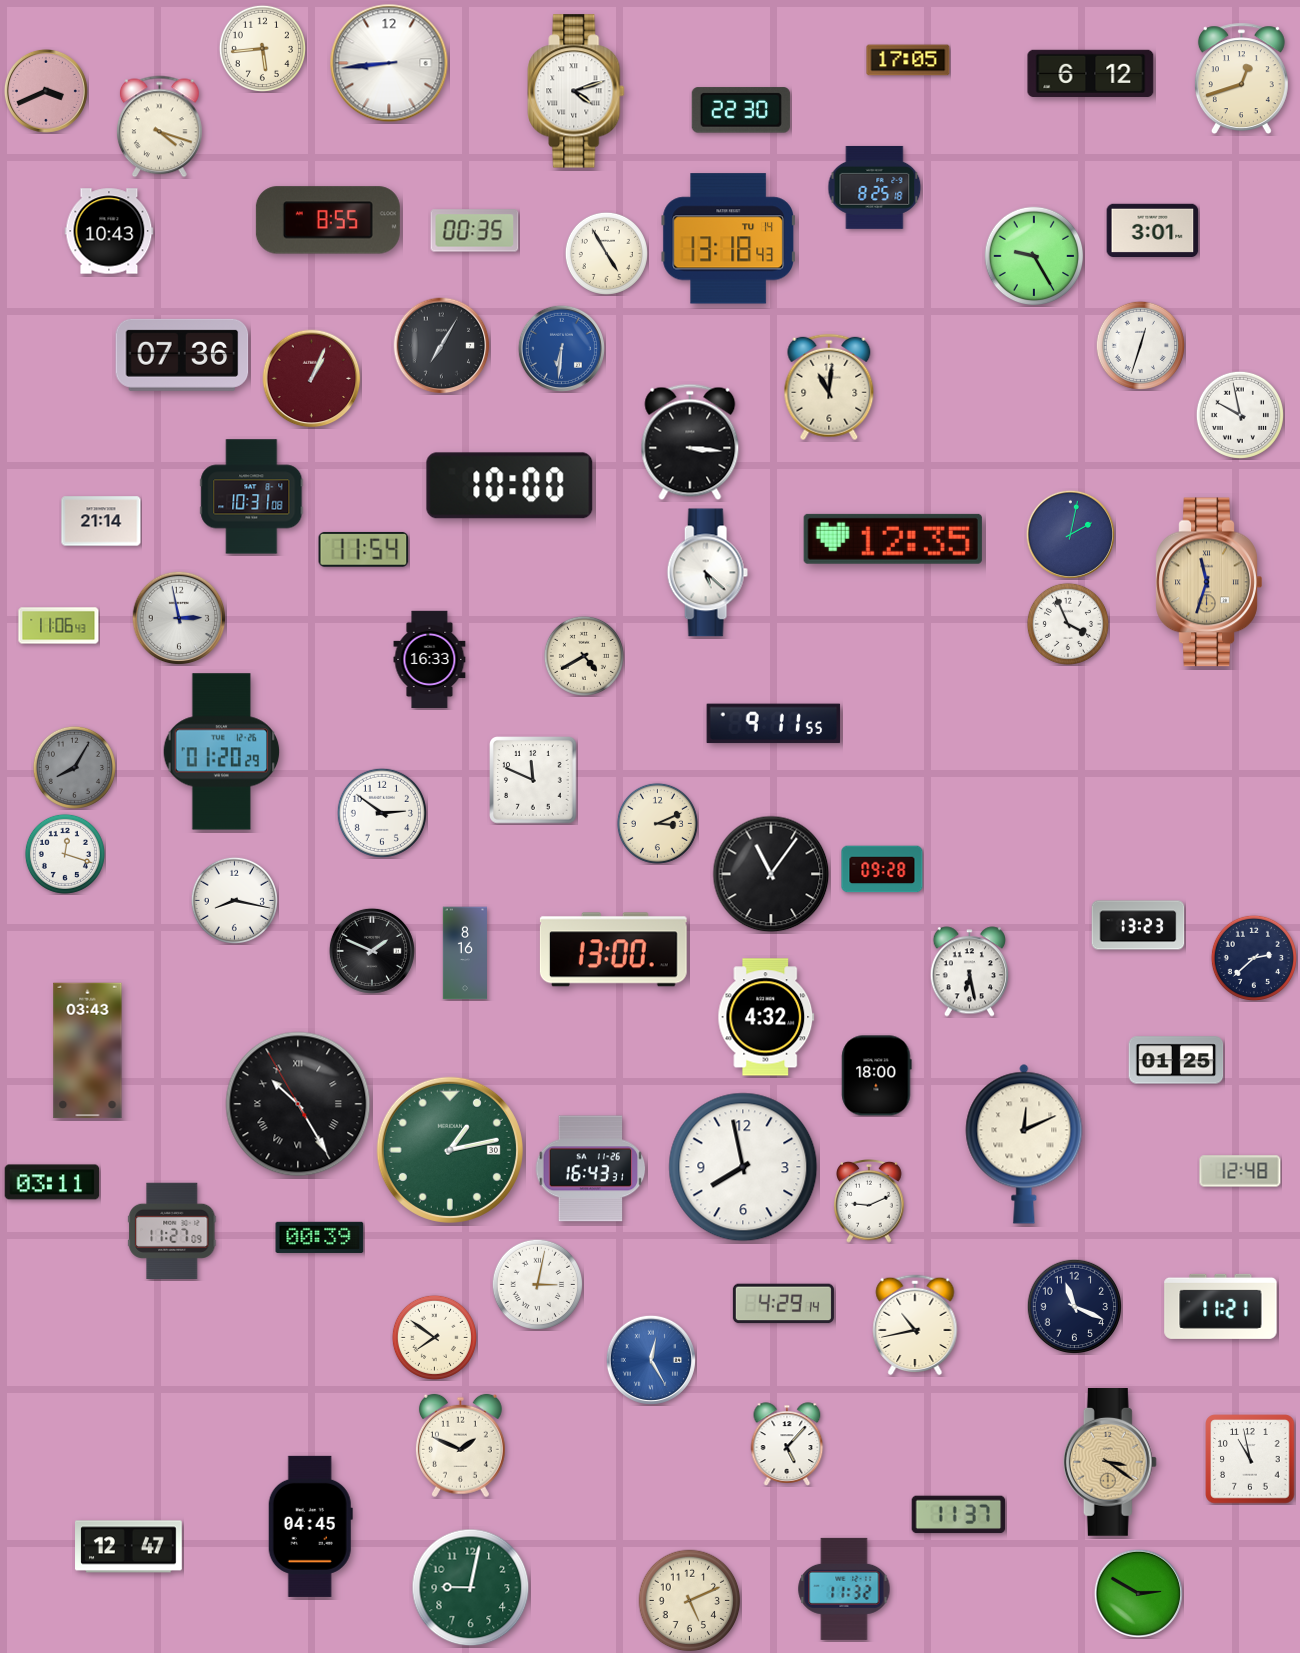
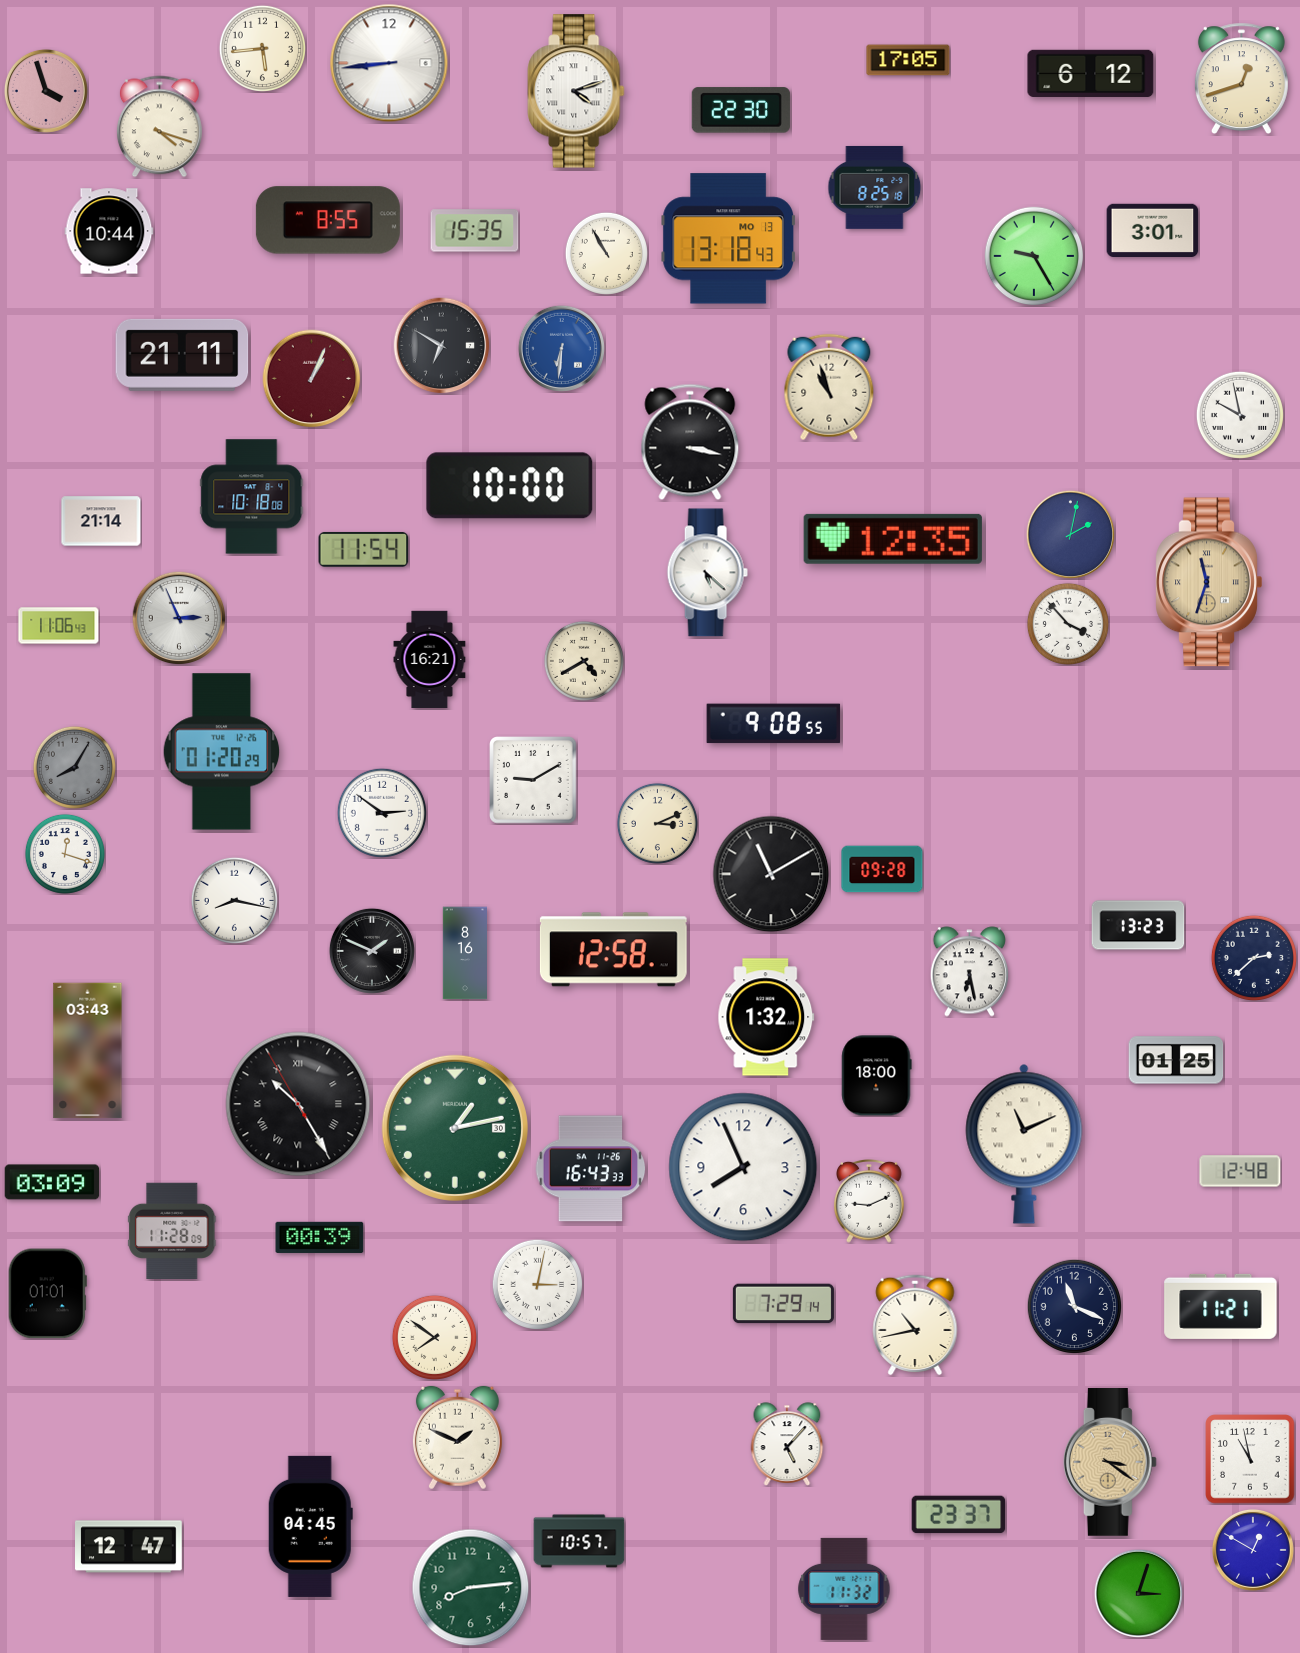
clock at (46, 91): 3:41 -> 3:57
clock at (109, 231): 10:43 -> 10:44
clock at (475, 231): 00:35 -> 15:35
clock at (728, 239) date: TU 14 -> MO 13
clock at (606, 253): 4:55 -> 10:55
clock at (1140, 345): 12:33 -> none
clock at (442, 346): 7:05 -> 6:50
clock at (182, 355): 07:36 -> 21:11
clock at (829, 387): 11:01 -> 10:57
clock at (690, 442): 3:16 -> 3:17
clock at (252, 497): 10:31 -> 10:18
clock at (179, 618): 2:58 -> 2:56
clock at (1068, 624): 3:56 -> 3:53
clock at (584, 656) position: (584, 656) -> (584, 661)
clock at (430, 660): 16:33 -> 16:21
clock at (774, 724): 9:11 -> 9:08
clock at (533, 780): 11:49 -> 9:10
clock at (771, 874): 11:06 -> 11:10
clock at (613, 950): 13:00 -> 12:58
clock at (766, 1017): 4:32 -> 1:32
clock at (1024, 1144): 12:11 -> 11:11
clock at (450, 1150) position: (450, 1150) -> (455, 1128)
clock at (743, 1167): 7:58 -> 7:56
clock at (591, 1169): 16:43:31 -> 16:43:33
clock at (52, 1182): 03:11 -> 03:09
clock at (172, 1230): 11:27 -> 11:28
clock at (47, 1294): none -> 01:01
clock at (783, 1304): 4:29 -> 7:29
clock at (651, 1360): 12:25 -> none
clock at (460, 1446) position: (460, 1446) -> (457, 1438)
clock at (959, 1515): 11:37 -> 23:37
clock at (579, 1541): none -> 10:57
clock at (1253, 1550): none -> 12:50
clock at (471, 1588): 9:02 -> 8:14
clock at (1138, 1593): 2:50 -> 3:03
clock at (690, 1601): 5:11 -> none
